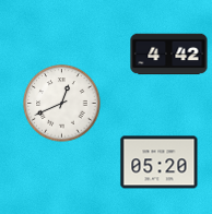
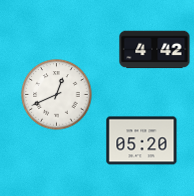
clock at (160, 163) position: (160, 163) -> (142, 141)
